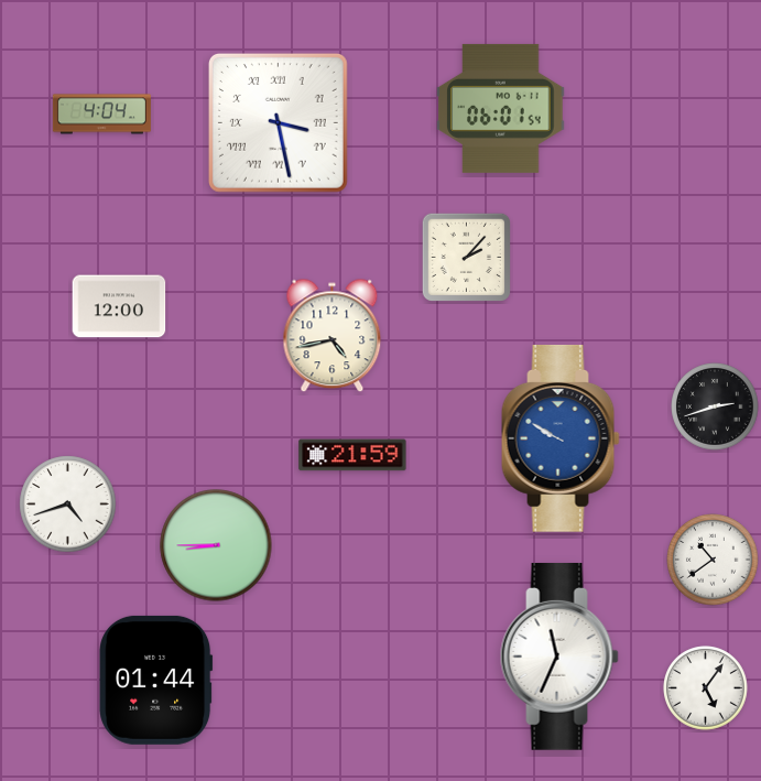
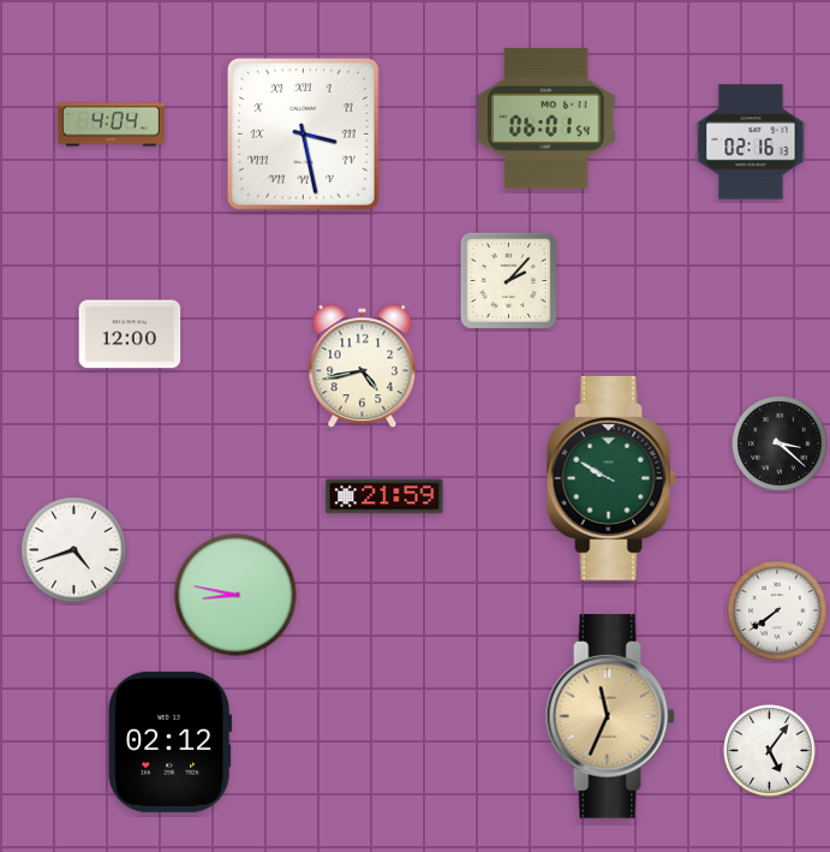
clock at (751, 142): none -> 02:16
clock at (715, 406): 2:42 -> 3:22
clock at (561, 438) dial: blue -> green
clock at (216, 545): 8:45 -> 8:47
clock at (713, 560): 10:39 -> 7:39
clock at (559, 657) dial: white -> champagne
clock at (156, 680): 01:44 -> 02:12
